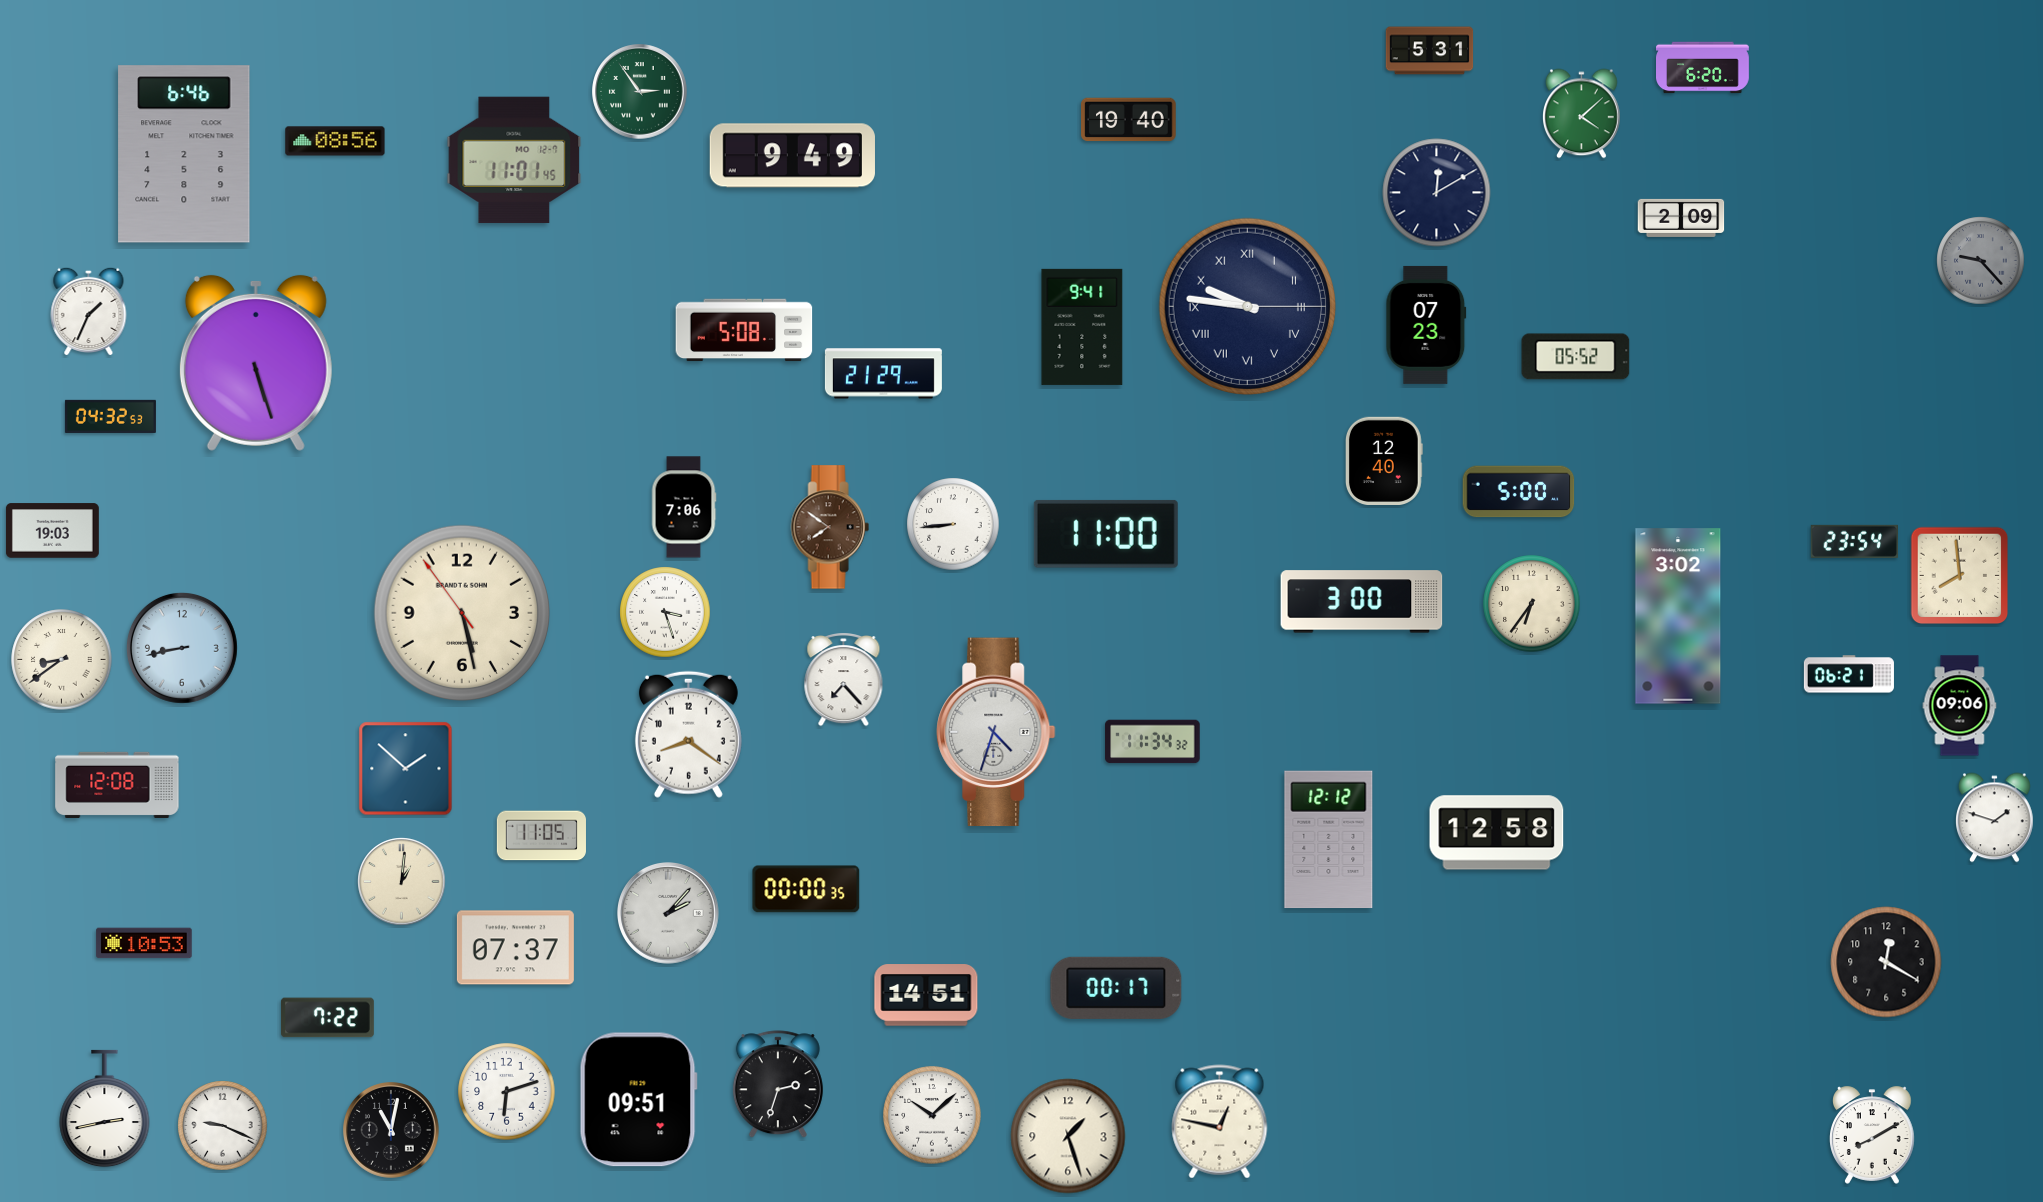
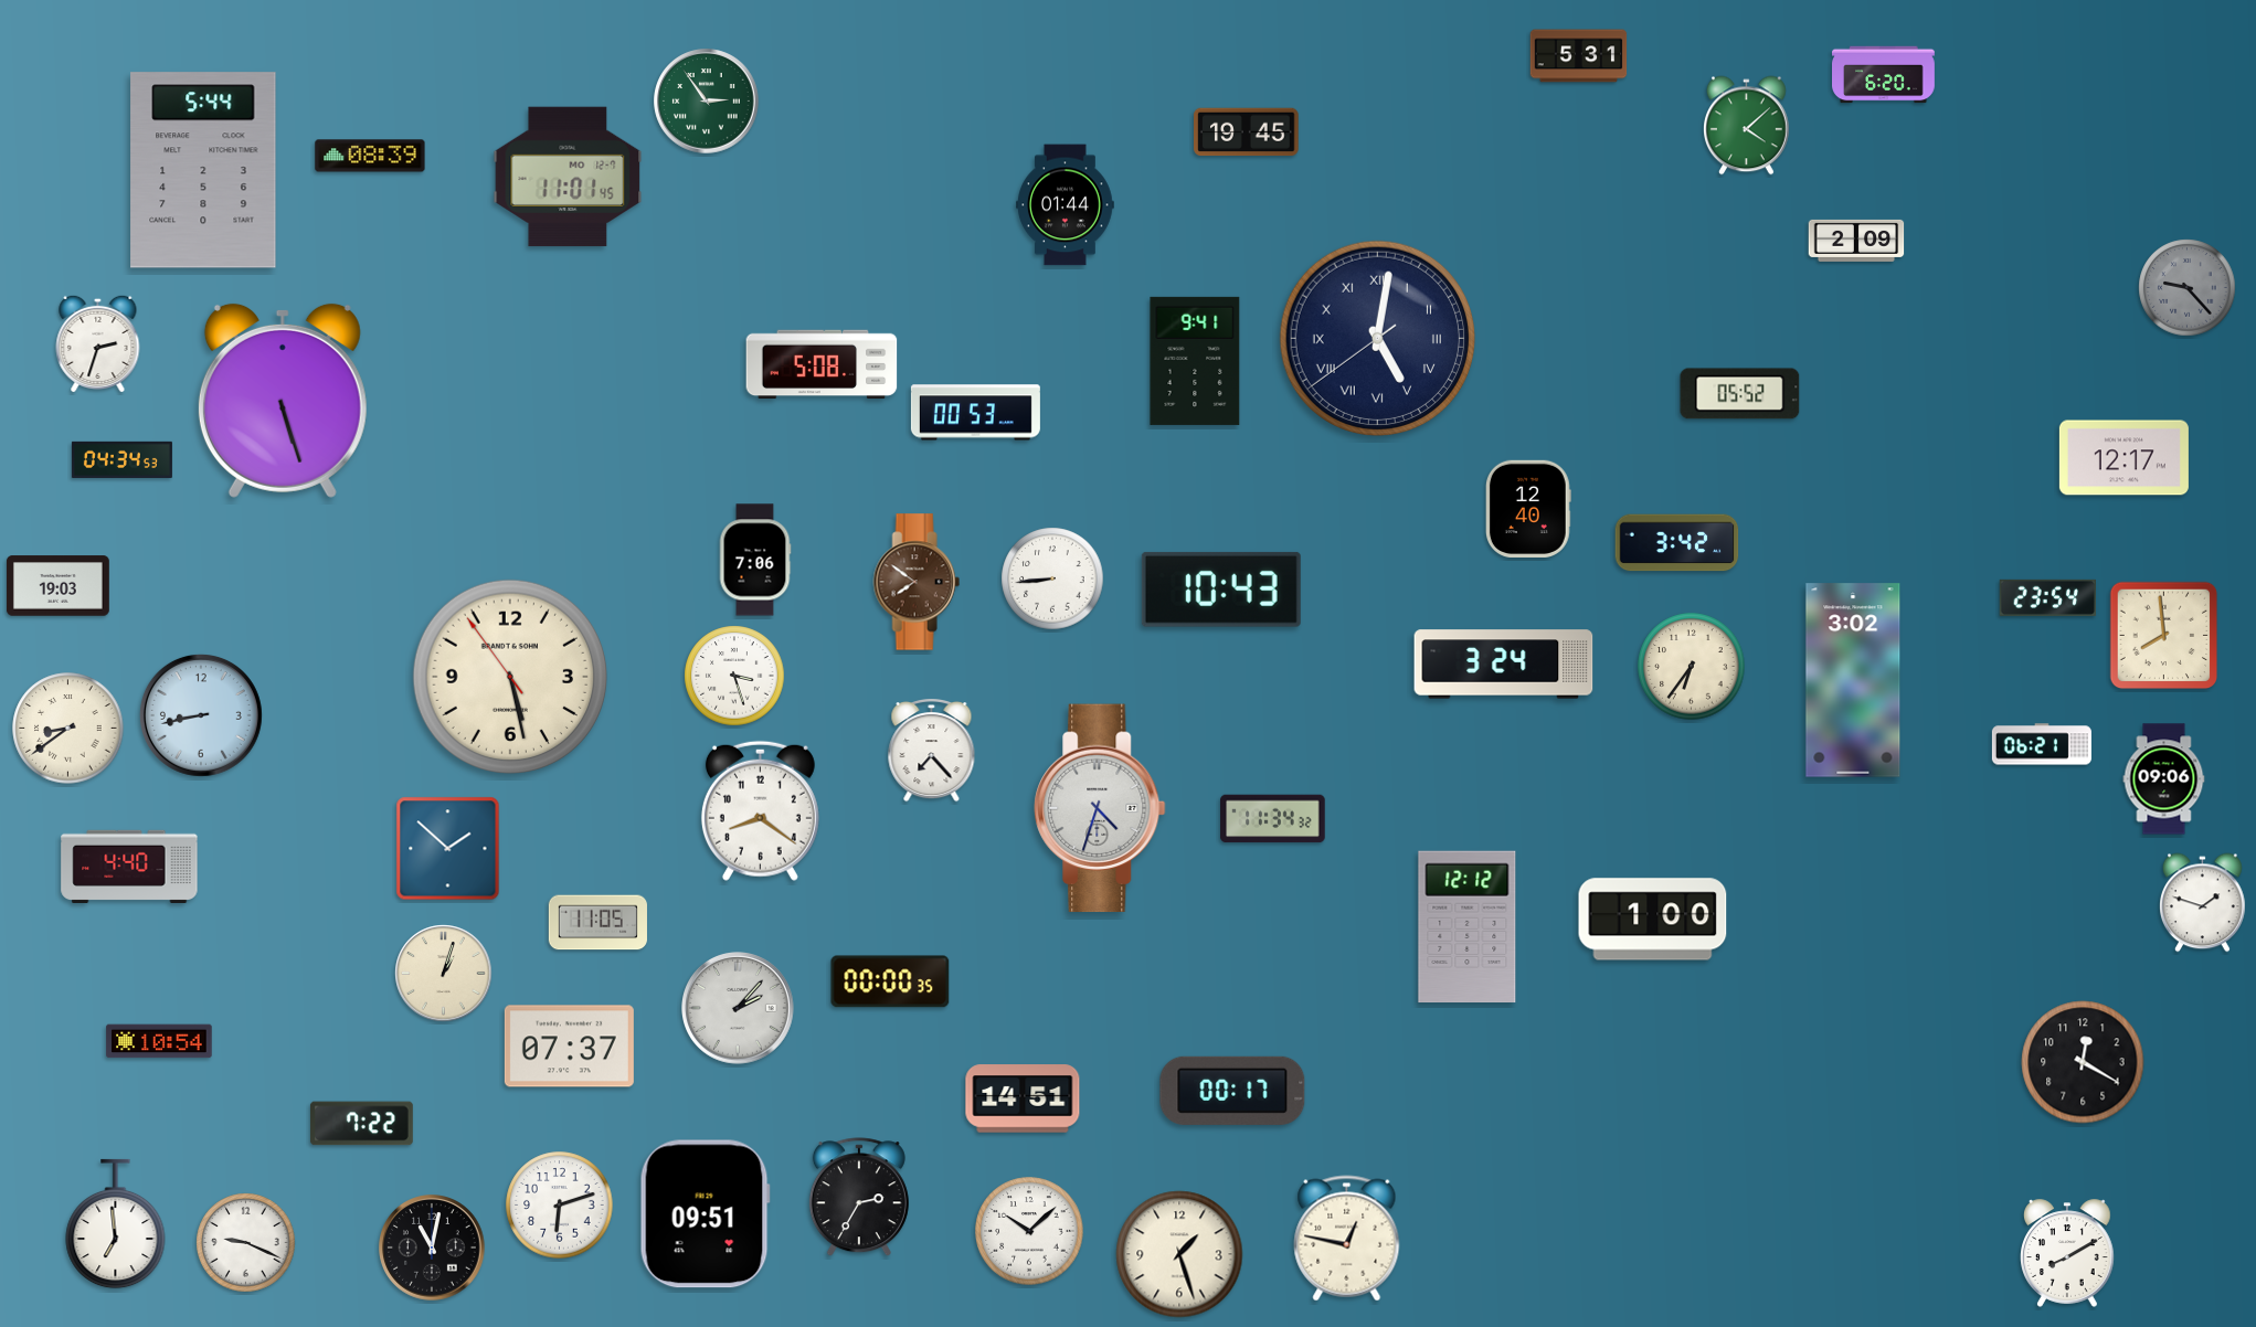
clock at (1703, 68) position: (1703, 68) -> (1884, 75)
clock at (1129, 120): 19:40 -> 19:45
clock at (335, 141): 08:56 -> 08:39
clock at (184, 154): 6:46 -> 5:44
clock at (792, 156): 9:49 -> none
clock at (1066, 205): none -> 01:44
clock at (1437, 193): 12:10 -> none
clock at (1247, 306): 9:46 -> 5:01
clock at (89, 311): 1:34 -> 2:33
clock at (1426, 325): 07:23 -> none
clock at (883, 374): 21:29 -> 00:53
clock at (2123, 458): none -> 12:17
clock at (110, 416): 04:32 -> 04:34
clock at (1519, 492): 5:00 -> 3:42
clock at (1106, 534): 11:00 -> 10:43
clock at (1362, 602): 3:00 -> 3:24
clock at (117, 785): 12:08 -> 4:40
clock at (1497, 833): 12:58 -> 1:00
clock at (402, 882): 1:01 -> 1:03
clock at (144, 943): 10:53 -> 10:54
clock at (778, 1085): 2:33 -> 2:35
clock at (105, 1109): 2:43 -> 6:59
